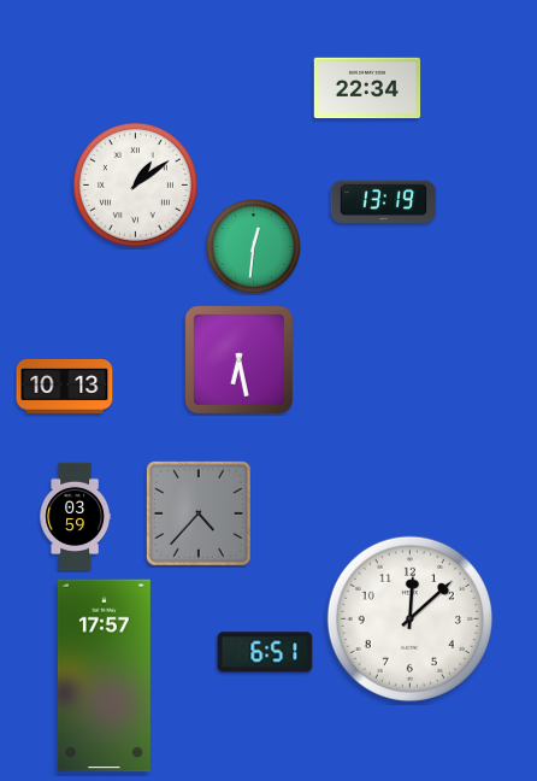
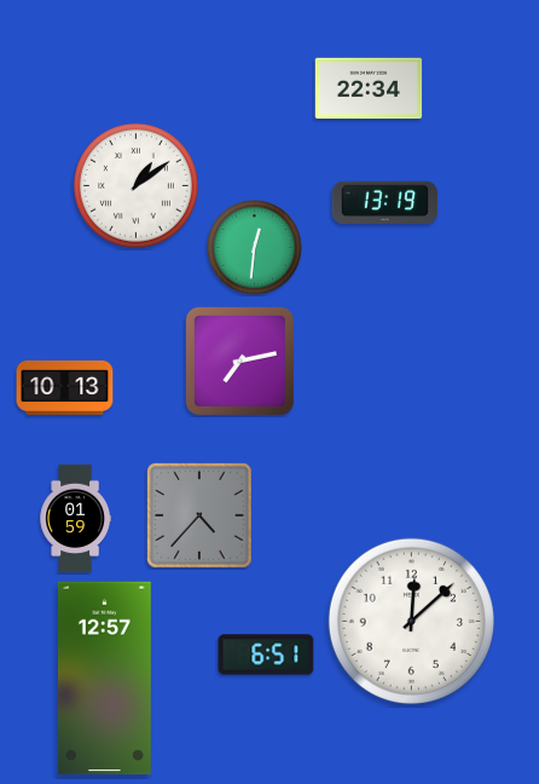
clock at (238, 359): 6:28 -> 7:13
clock at (75, 517): 03:59 -> 01:59
clock at (104, 676): 17:57 -> 12:57
